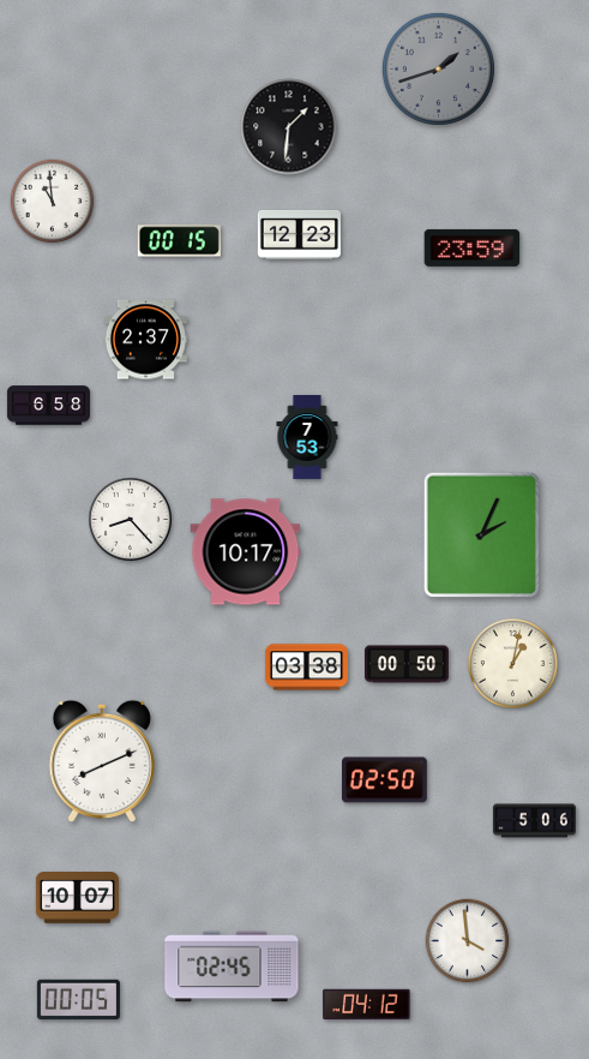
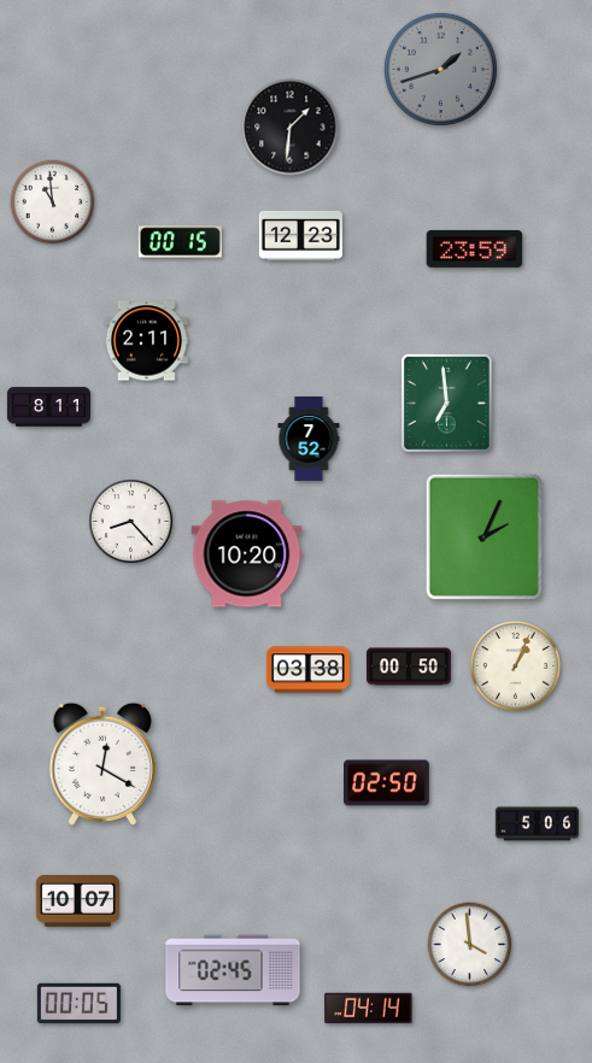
clock at (145, 340): 2:37 -> 2:11
clock at (446, 403): none -> 6:59
clock at (48, 406): 6:58 -> 8:11
clock at (307, 437): 7:53 -> 7:52
clock at (246, 552): 10:17 -> 10:20
clock at (513, 664): 1:02 -> 1:04
clock at (102, 761): 8:11 -> 12:20
clock at (367, 1005): 04:12 -> 04:14
